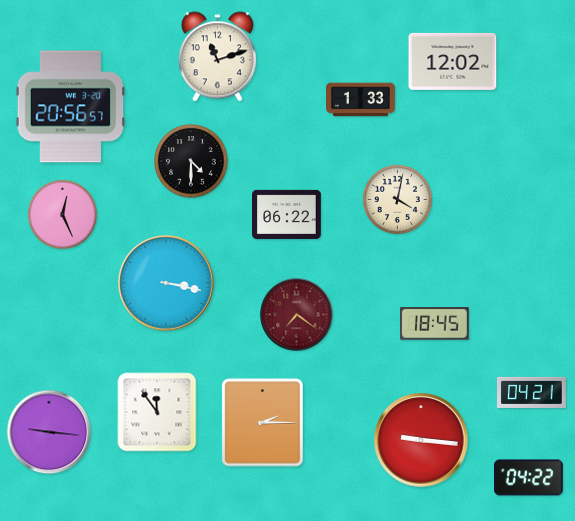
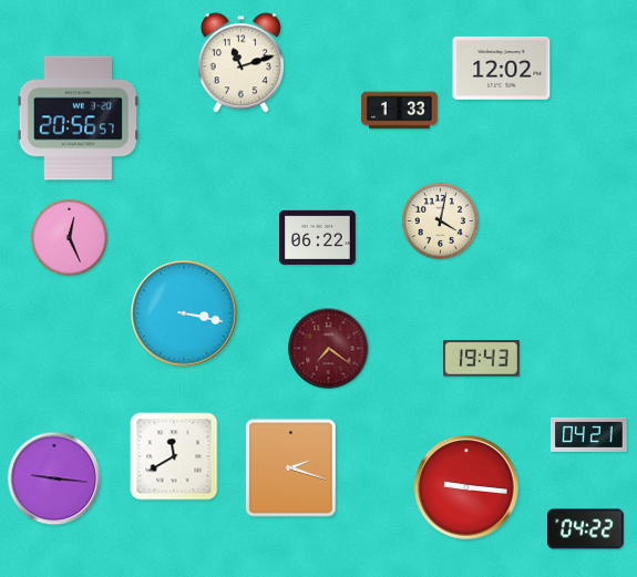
clock at (191, 161): 4:30 -> none
clock at (435, 324): 18:45 -> 19:43
clock at (157, 412): 11:54 -> 11:40
clock at (263, 423): 2:15 -> 2:18
